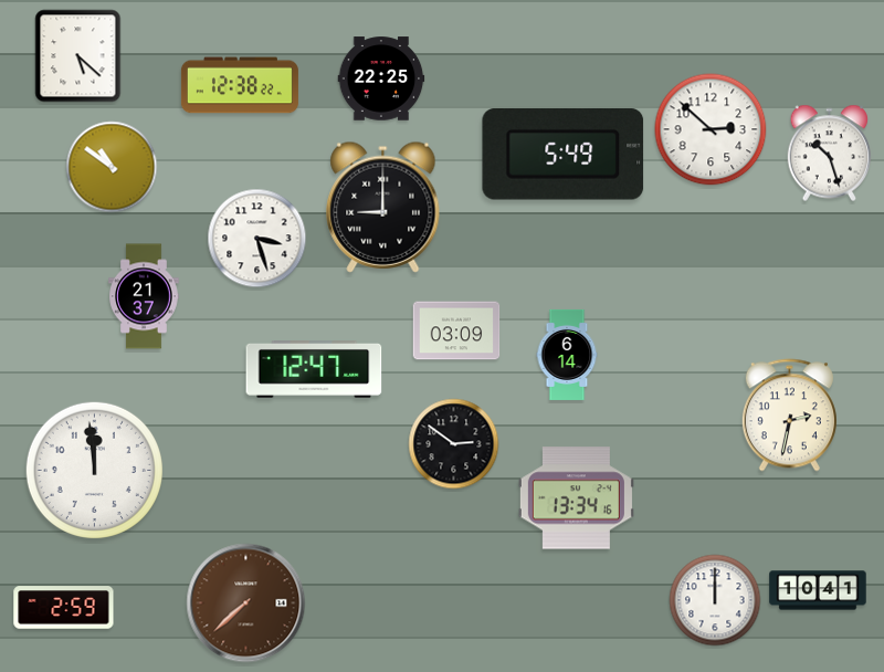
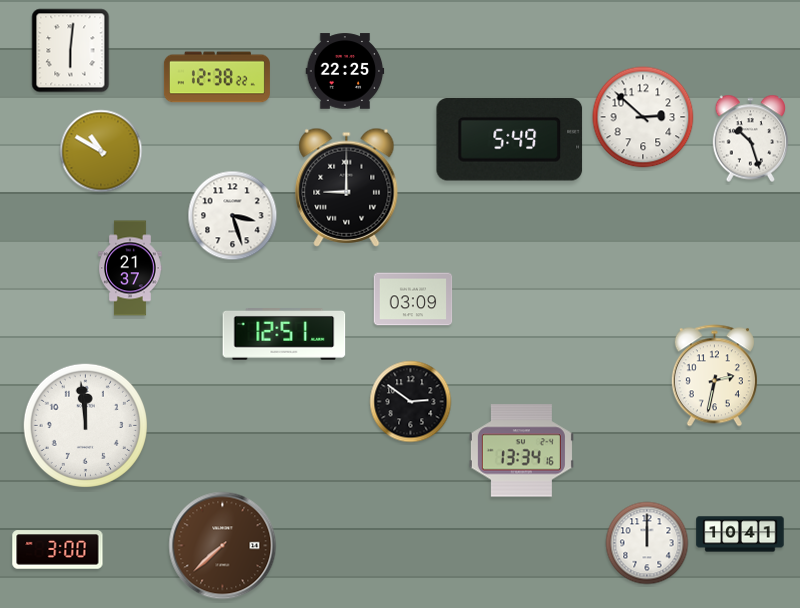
clock at (78, 56): 5:22 -> 6:01
clock at (112, 167): 10:51 -> 10:50
clock at (567, 355): 6:14 -> none
clock at (314, 370): 12:47 -> 12:51
clock at (64, 608): 2:59 -> 3:00
